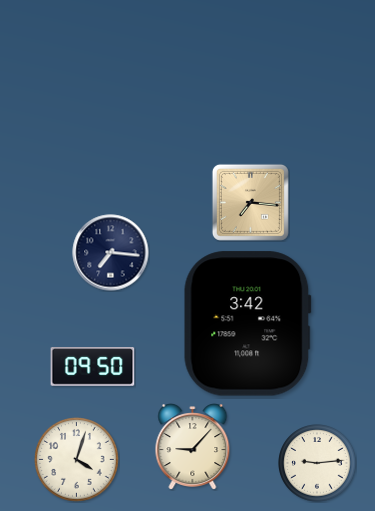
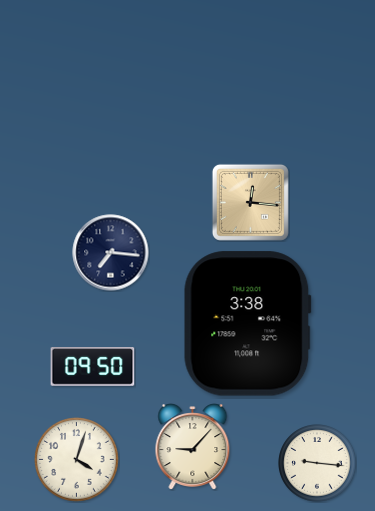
clock at (250, 202): 7:16 -> 12:16
clock at (247, 324): 3:42 -> 3:38
clock at (317, 463): 9:14 -> 9:16
